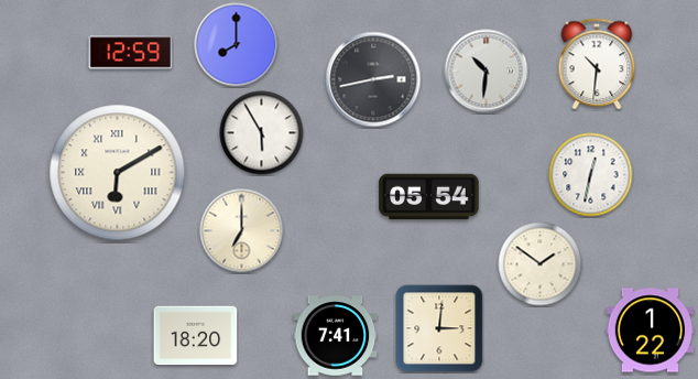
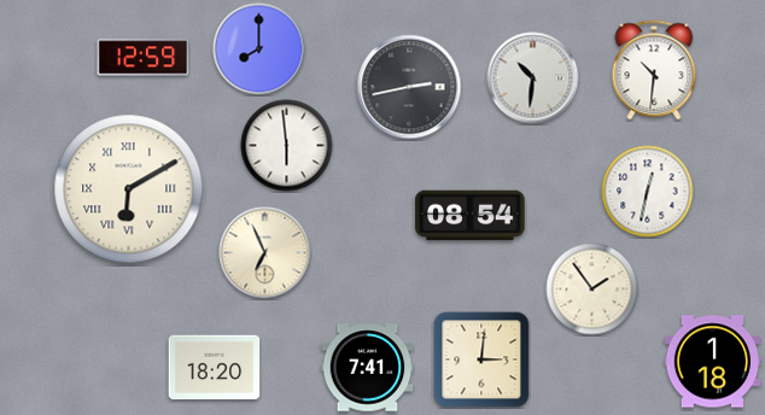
clock at (262, 133): 5:55 -> 5:59
clock at (429, 197): 05:54 -> 08:54
clock at (242, 231): 7:00 -> 6:56
clock at (541, 264): 1:51 -> 1:54
clock at (651, 331): 1:22 -> 1:18
